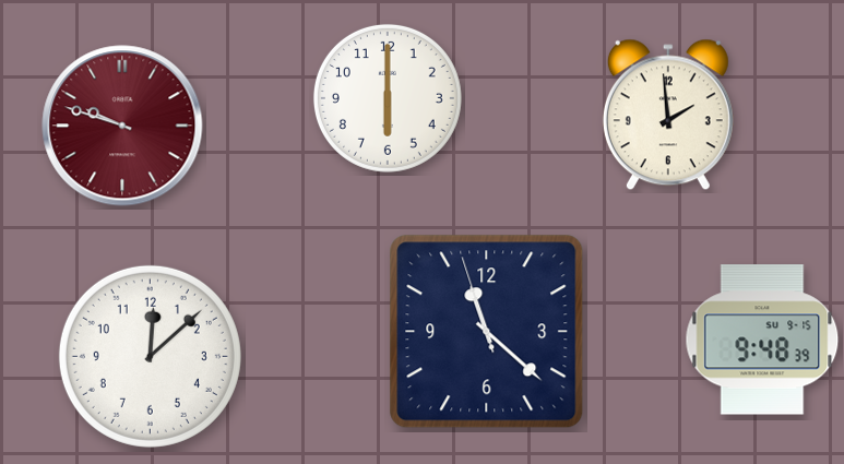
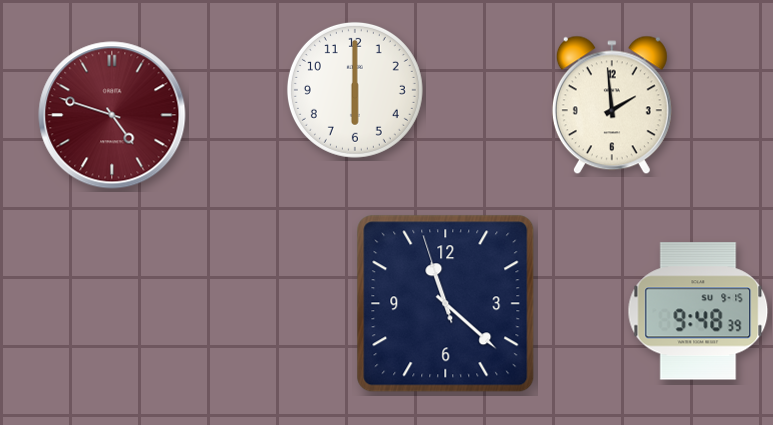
clock at (122, 126): 9:48 -> 4:48
clock at (150, 356): 12:08 -> none
